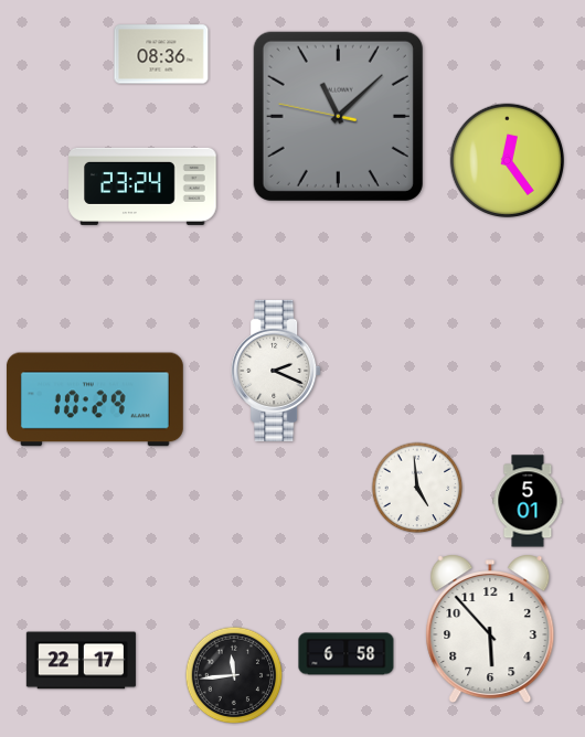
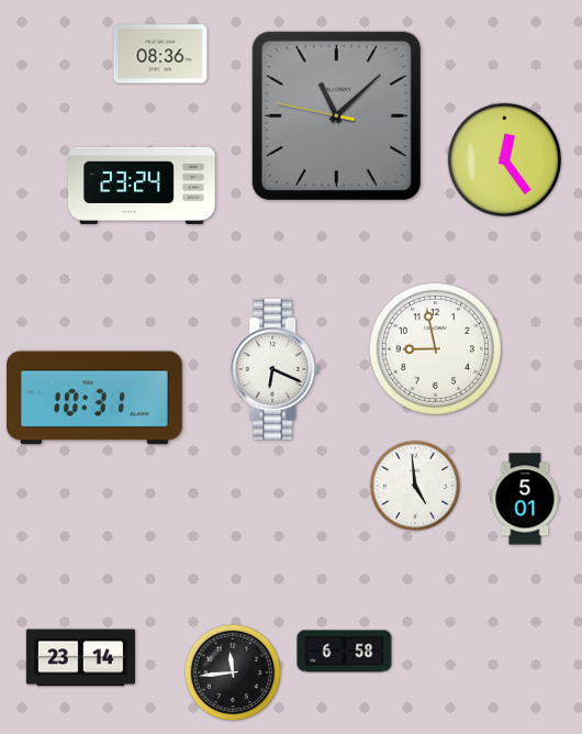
clock at (435, 348): none -> 8:58
clock at (276, 371): 2:19 -> 6:19
clock at (95, 399): 10:29 -> 10:31
clock at (490, 629): 5:53 -> none
clock at (81, 661): 22:17 -> 23:14
